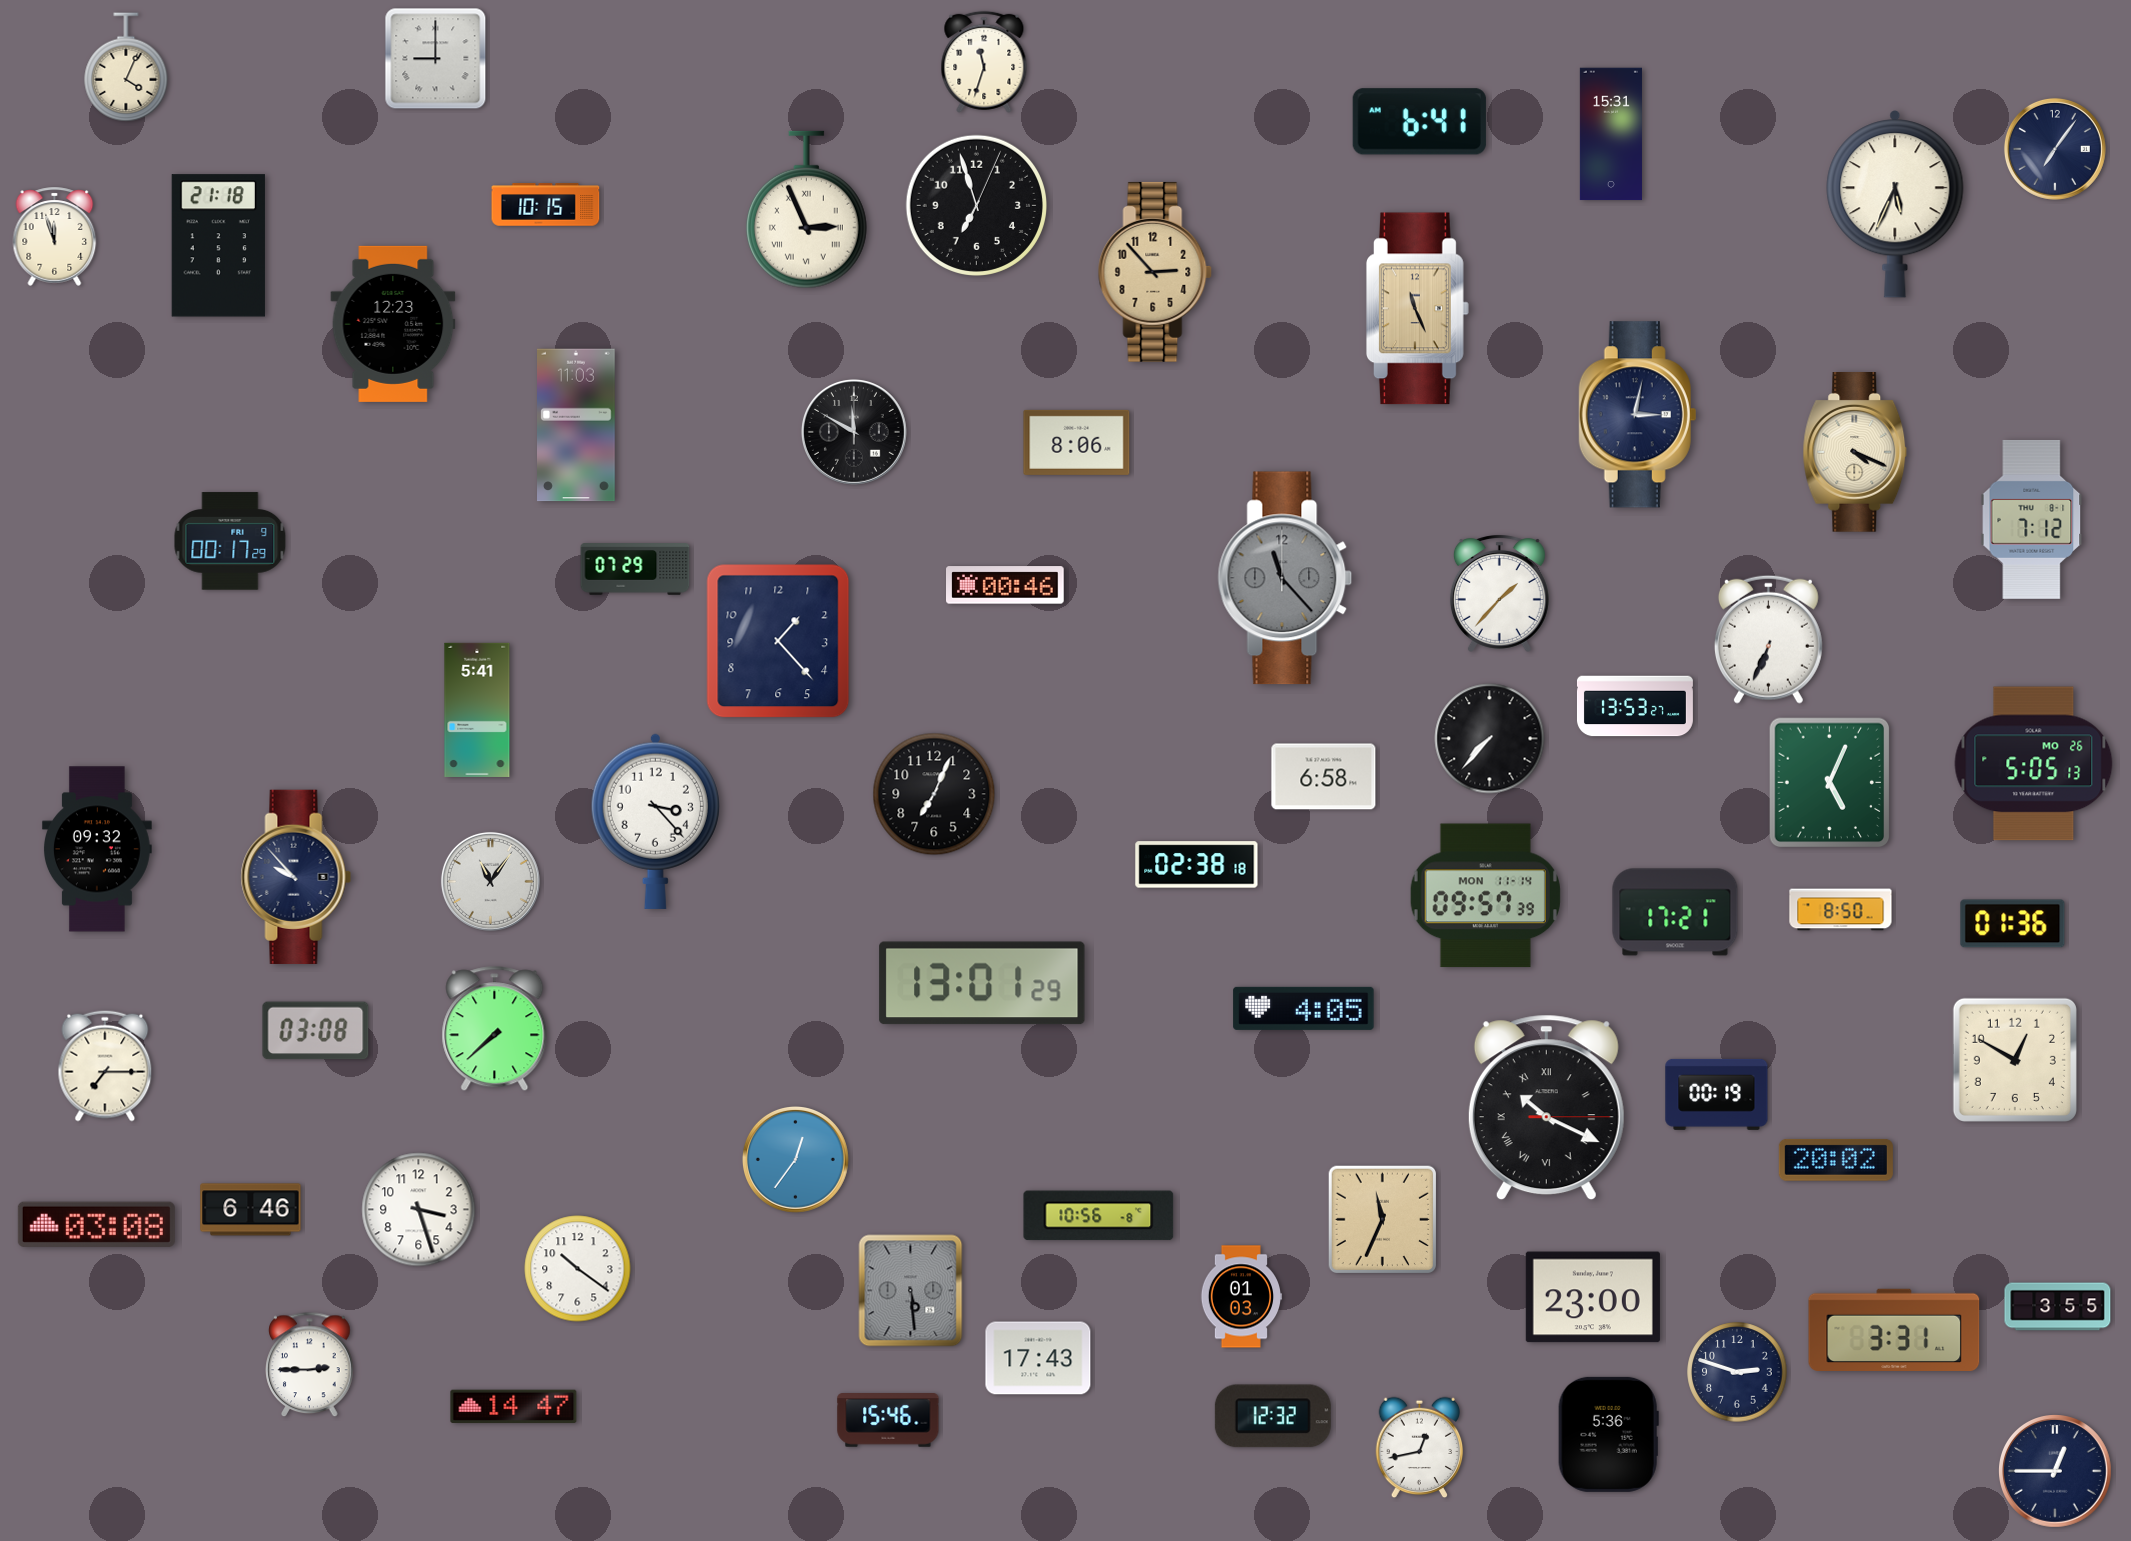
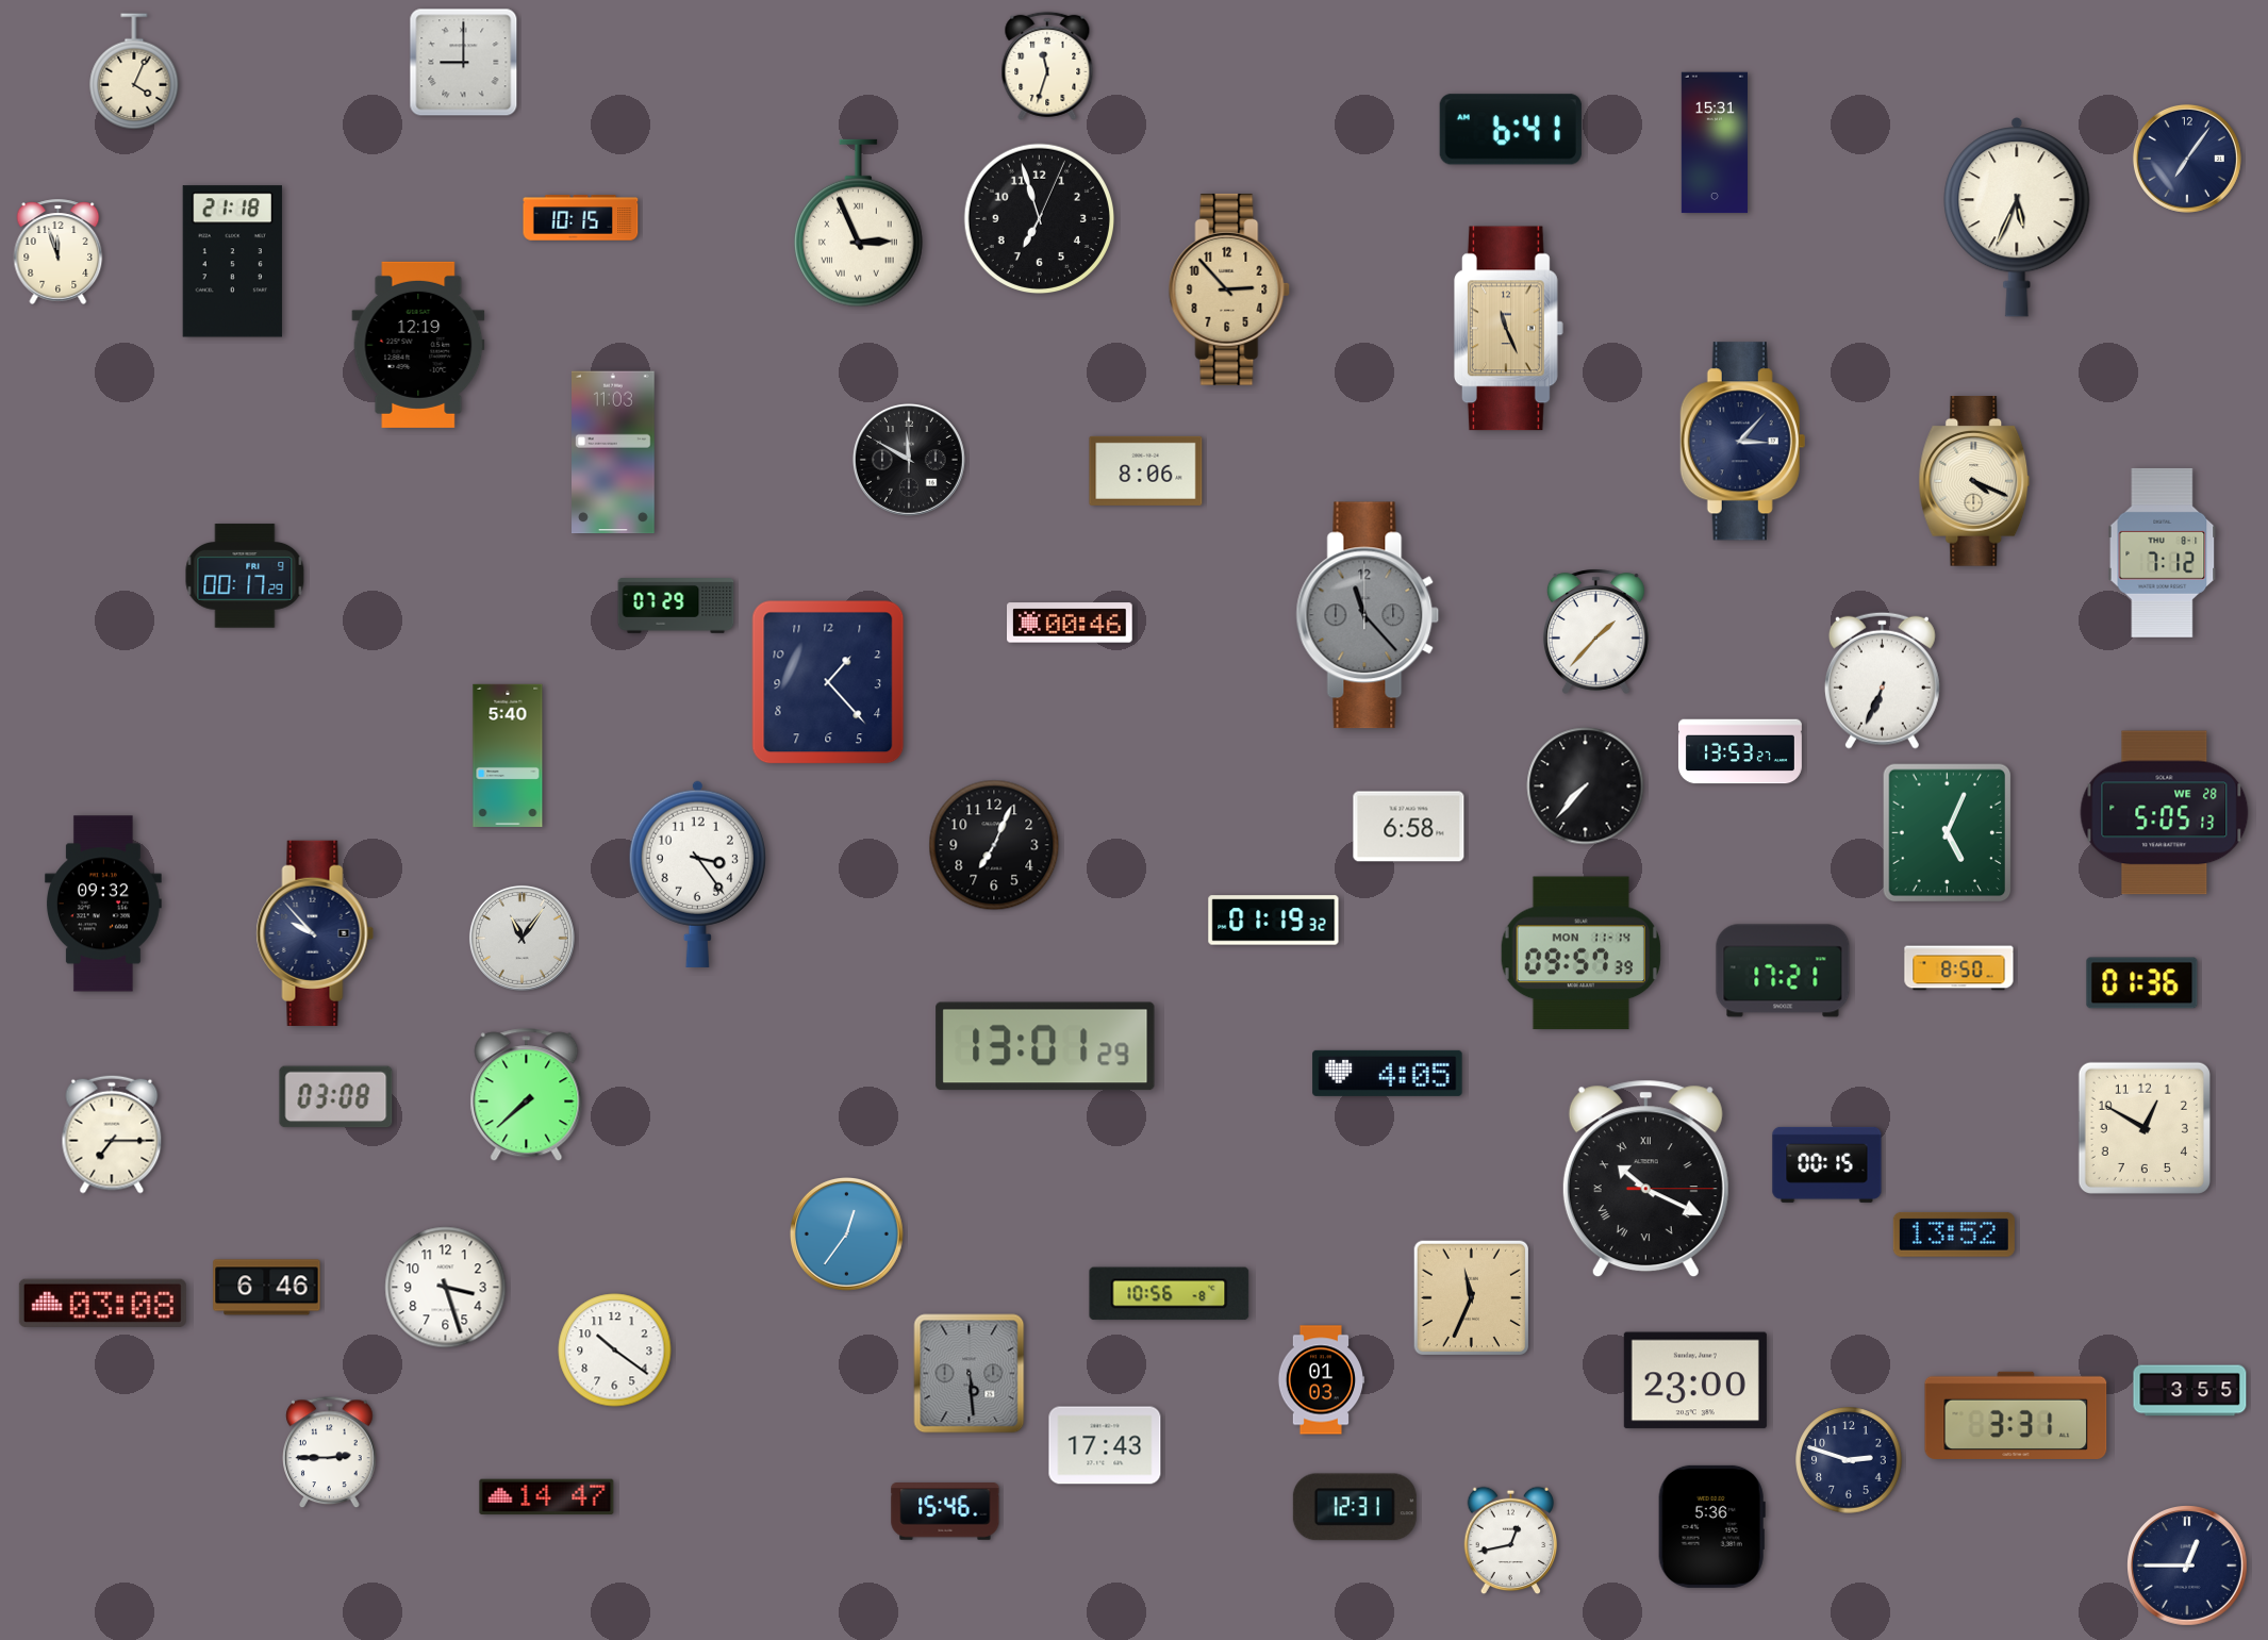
clock at (393, 324): 12:23 -> 12:19
clock at (1638, 415): 3:02 -> 3:07
clock at (477, 710): 5:41 -> 5:40
clock at (2034, 764) date: MO 26 -> WE 28
clock at (655, 821): 3:23 -> 3:24
clock at (1197, 865): 02:38 -> 01:19
clock at (1717, 1094): 00:19 -> 00:15
clock at (1836, 1160): 20:02 -> 13:52
clock at (1273, 1416): 12:32 -> 12:31
